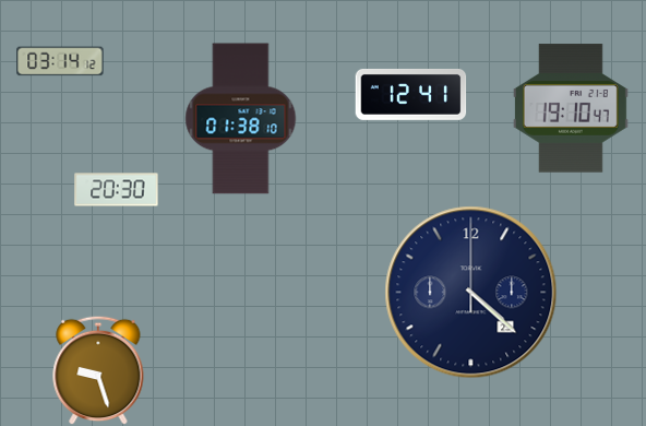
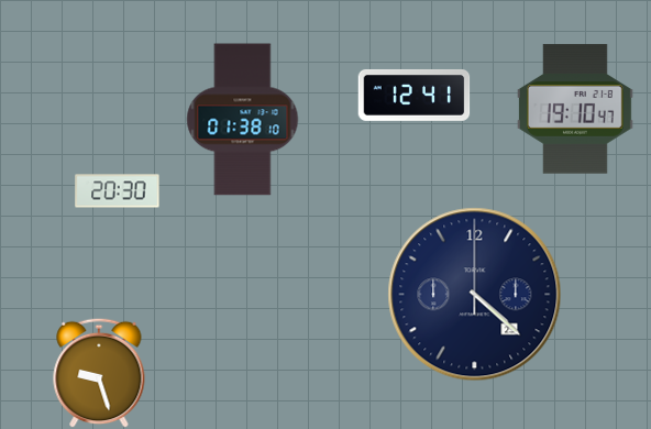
clock at (60, 61): 03:14 -> none
